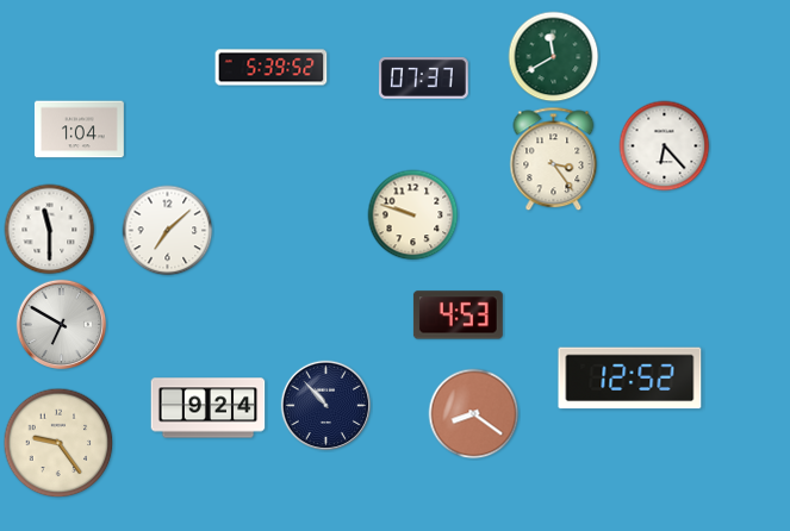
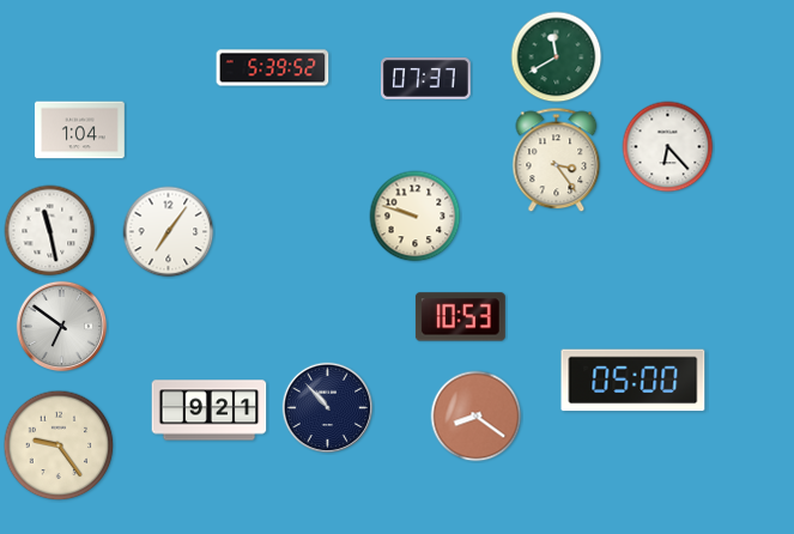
clock at (50, 230): 11:30 -> 11:28
clock at (168, 231): 7:08 -> 7:06
clock at (458, 316): 4:53 -> 10:53
clock at (62, 325): 6:50 -> 6:51
clock at (630, 379): 12:52 -> 05:00
clock at (209, 408): 9:24 -> 9:21
